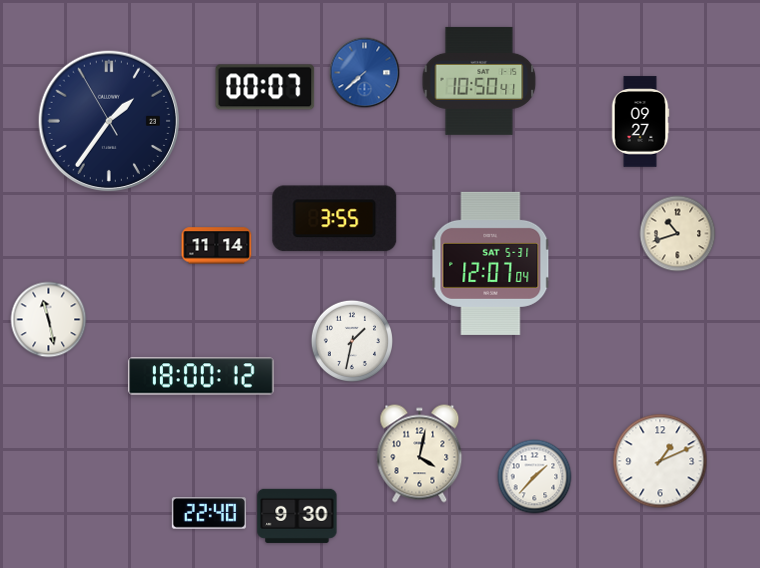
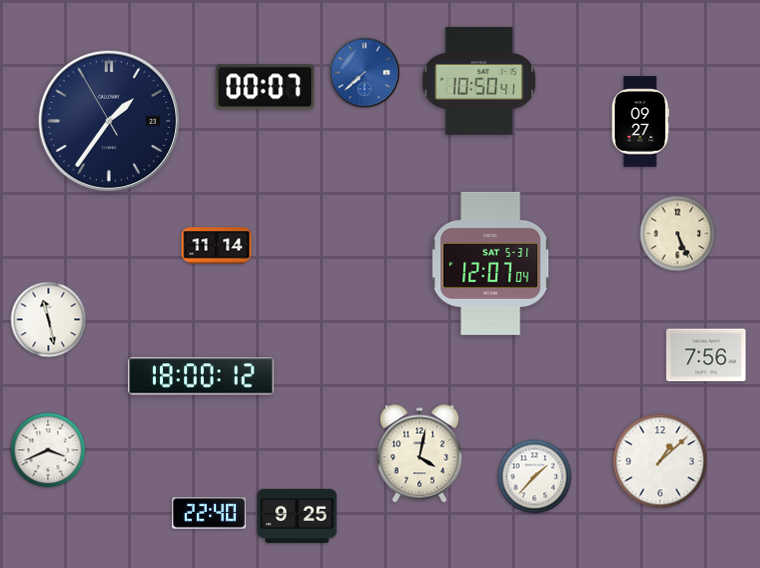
clock at (335, 219): 3:55 -> none
clock at (678, 234): 10:42 -> 5:26
clock at (351, 340): 1:32 -> none
clock at (706, 355): none -> 7:56
clock at (48, 450): none -> 3:41
clock at (660, 461): 1:11 -> 1:08
clock at (297, 516): 9:30 -> 9:25
